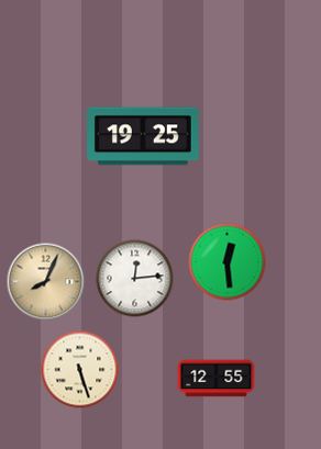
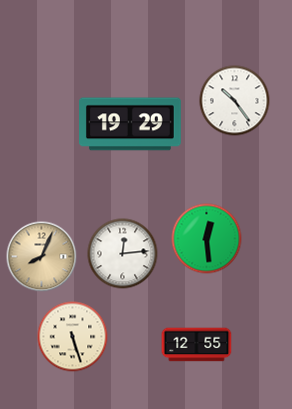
clock at (235, 101): none -> 10:24
clock at (144, 136): 19:25 -> 19:29
